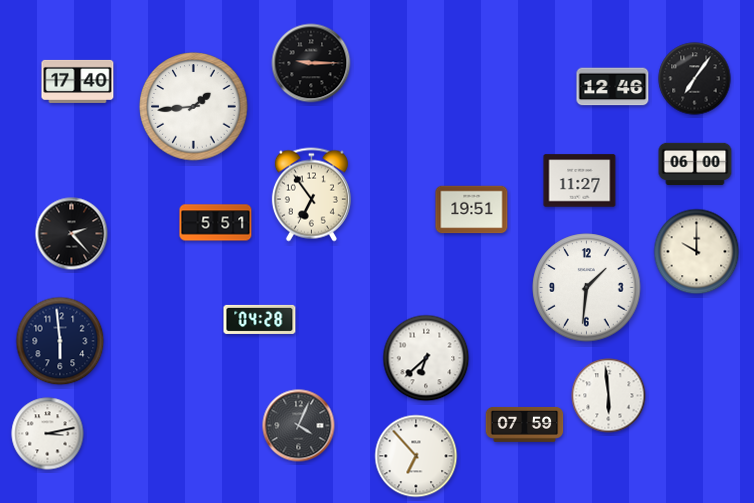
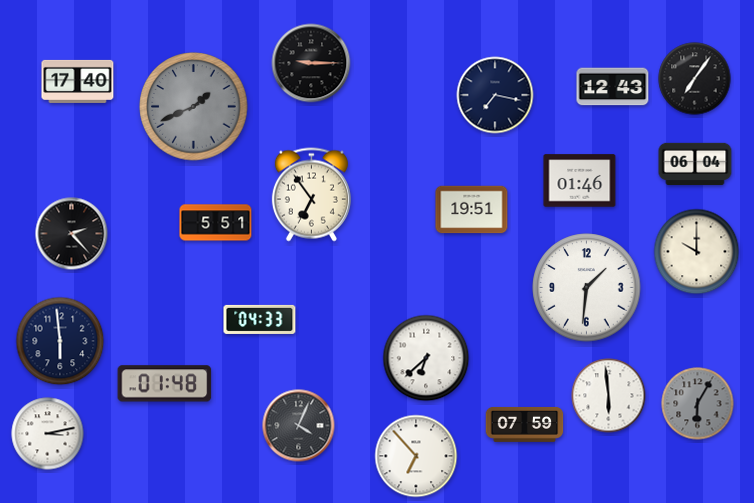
clock at (613, 87): 12:46 -> 12:43
clock at (495, 95): none -> 7:17
clock at (194, 107): 1:44 -> 1:41
clock at (194, 107) dial: white -> grey
clock at (695, 164): 06:00 -> 06:04
clock at (580, 181): 11:27 -> 01:46
clock at (260, 319): 04:28 -> 04:33
clock at (165, 384): none -> 01:48
clock at (698, 404): none -> 6:05
